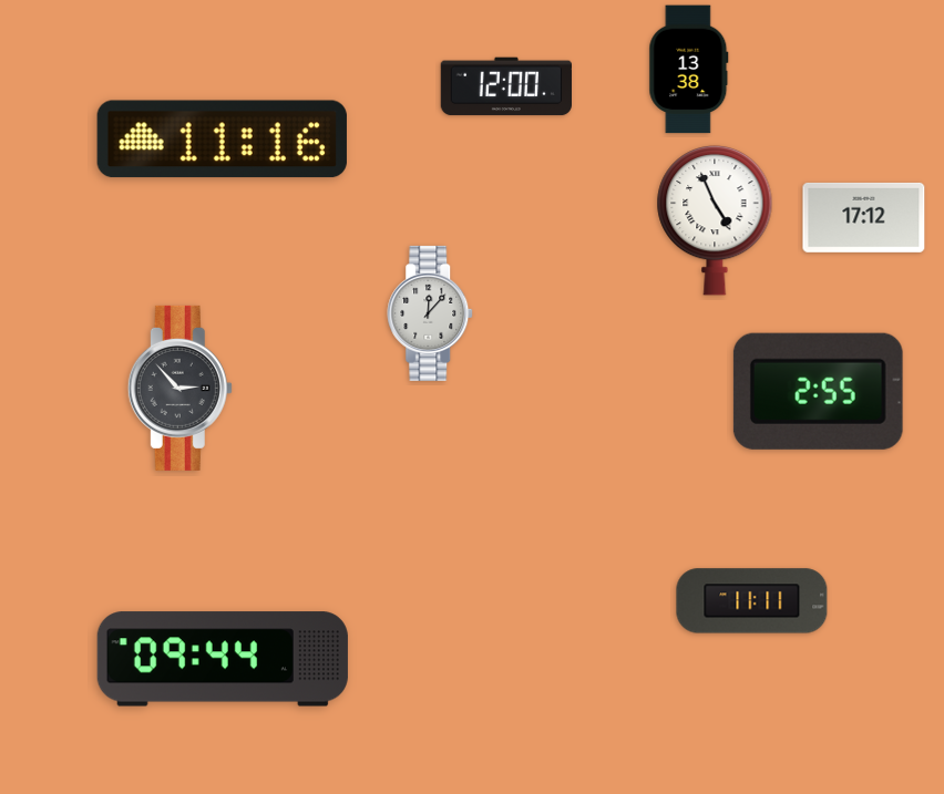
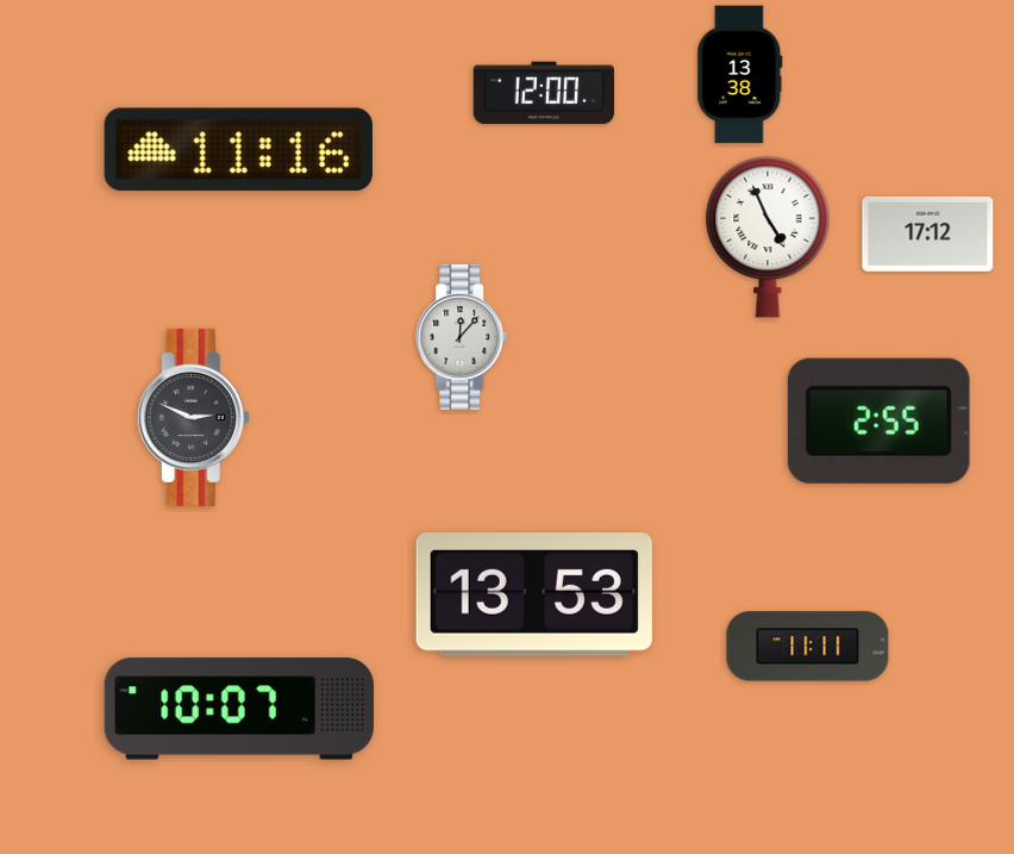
clock at (179, 388): 2:53 -> 2:49
clock at (534, 596): none -> 13:53
clock at (223, 659): 09:44 -> 10:07
